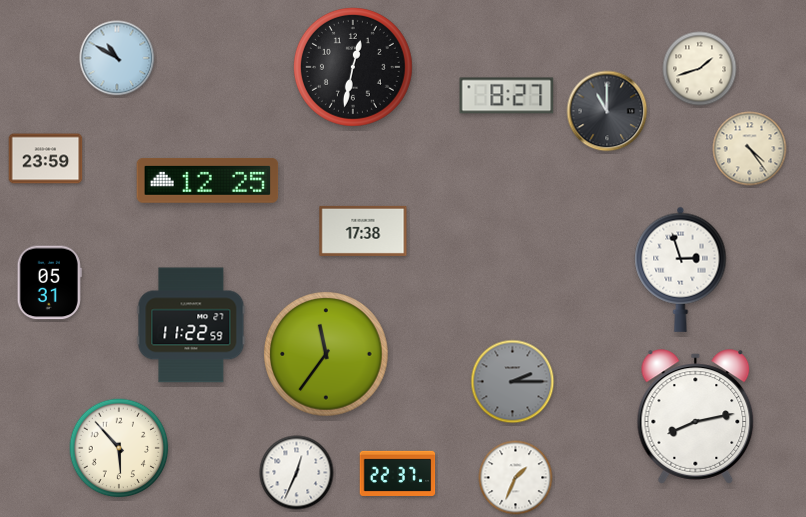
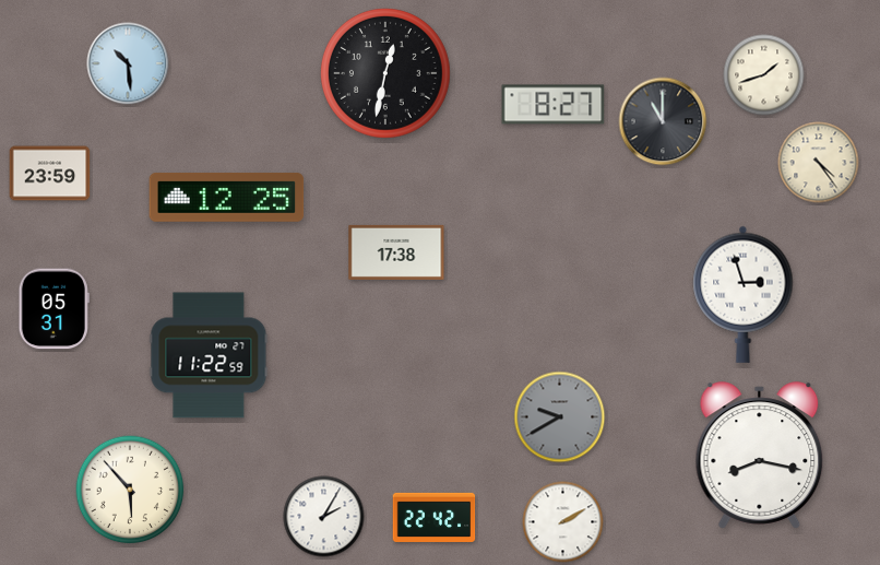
clock at (117, 58): 10:50 -> 10:29
clock at (326, 354): 11:36 -> none
clock at (513, 382): 2:15 -> 9:40
clock at (696, 417): 8:13 -> 8:17
clock at (297, 473): 12:34 -> 2:05
clock at (398, 473): 22:37 -> 22:42
clock at (516, 478): 1:34 -> 2:10
